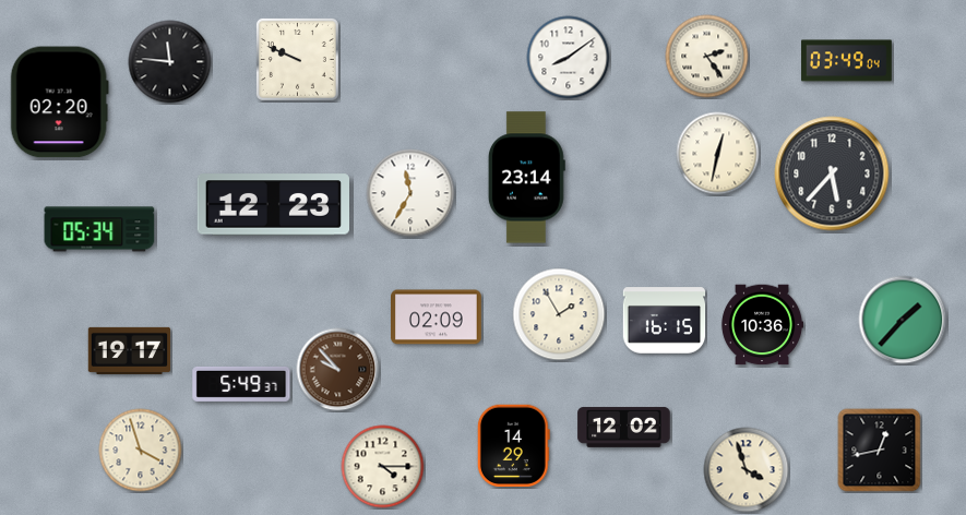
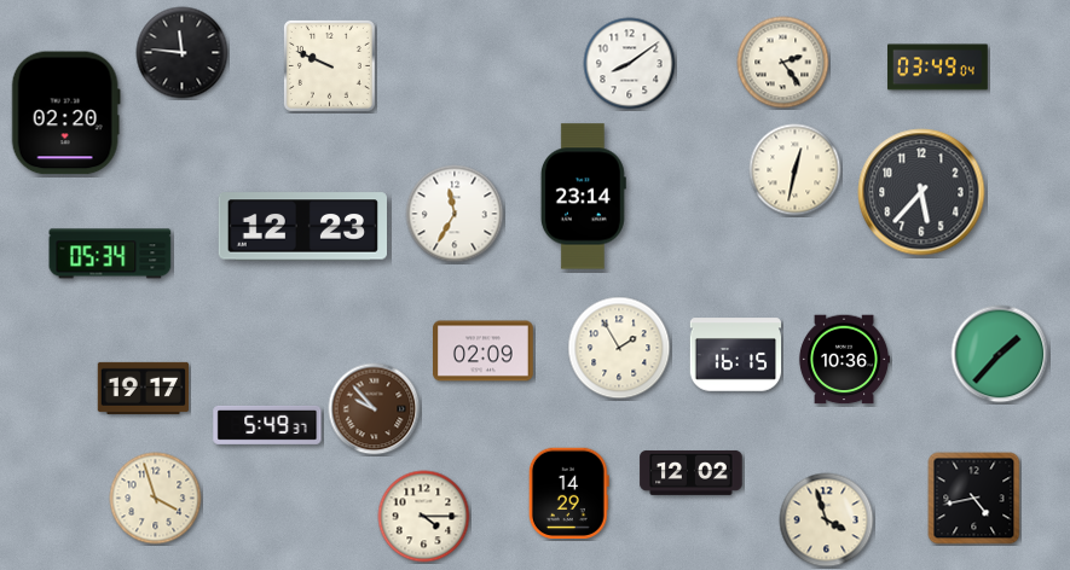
clock at (170, 62) position: (170, 62) -> (183, 53)
clock at (880, 451): 12:43 -> 4:43
